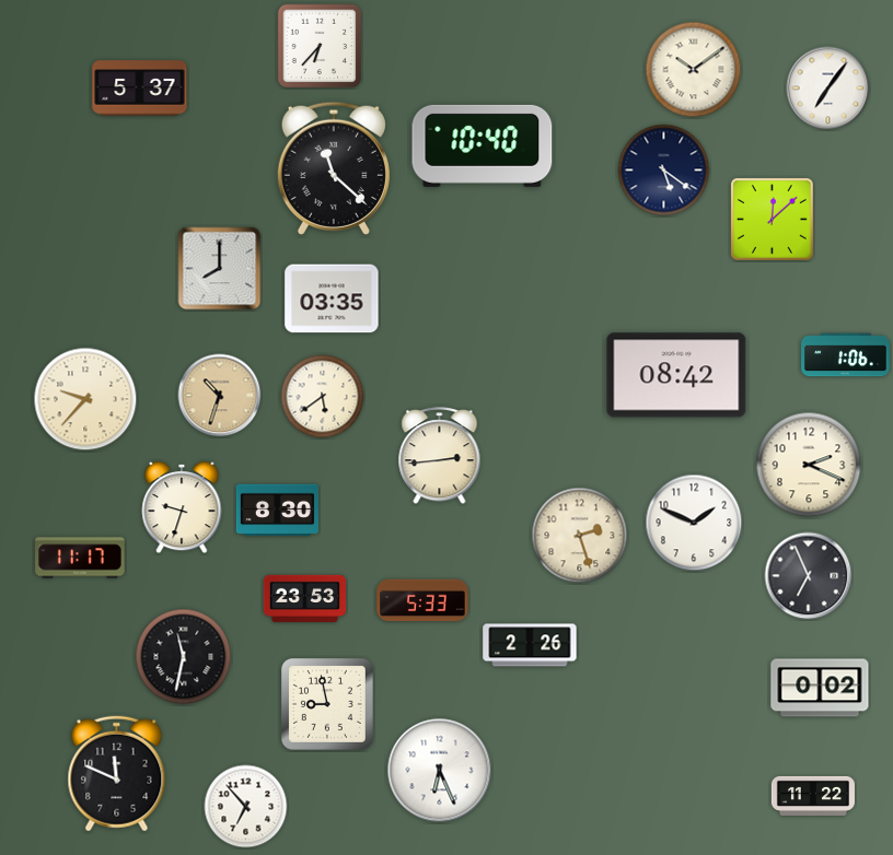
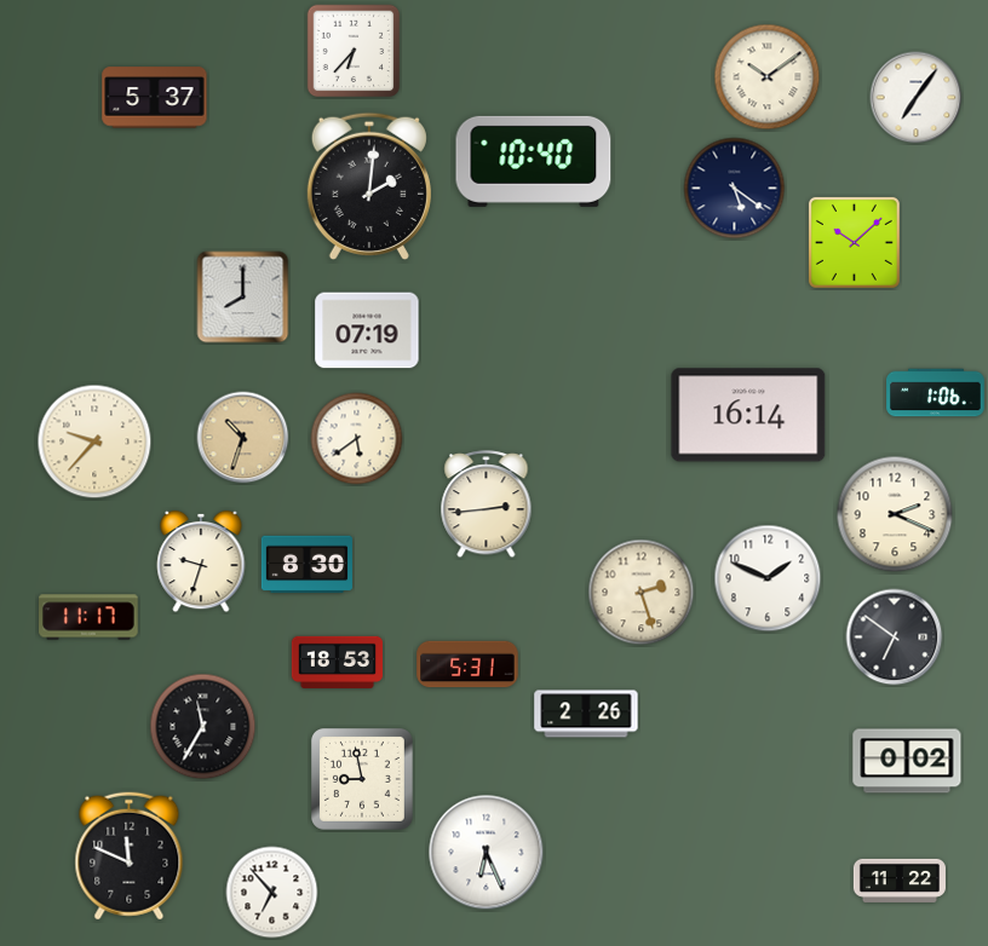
clock at (334, 168): 11:22 -> 2:01
clock at (772, 219): 12:08 -> 10:08
clock at (332, 298): 03:35 -> 07:19
clock at (676, 375): 08:42 -> 16:14
clock at (809, 576): 6:56 -> 6:51
clock at (304, 598): 23:53 -> 18:53
clock at (422, 600): 5:33 -> 5:31
clock at (184, 657): 11:32 -> 11:35
